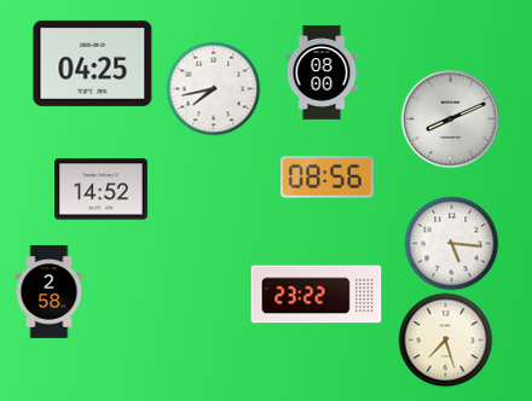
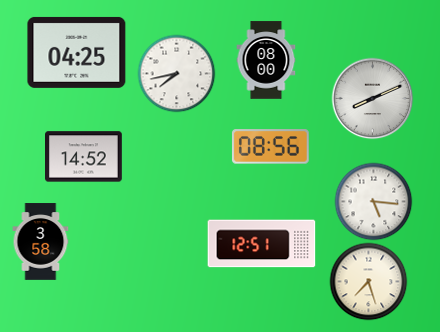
clock at (50, 292): 2:58 -> 3:58
clock at (317, 295): 23:22 -> 12:51
